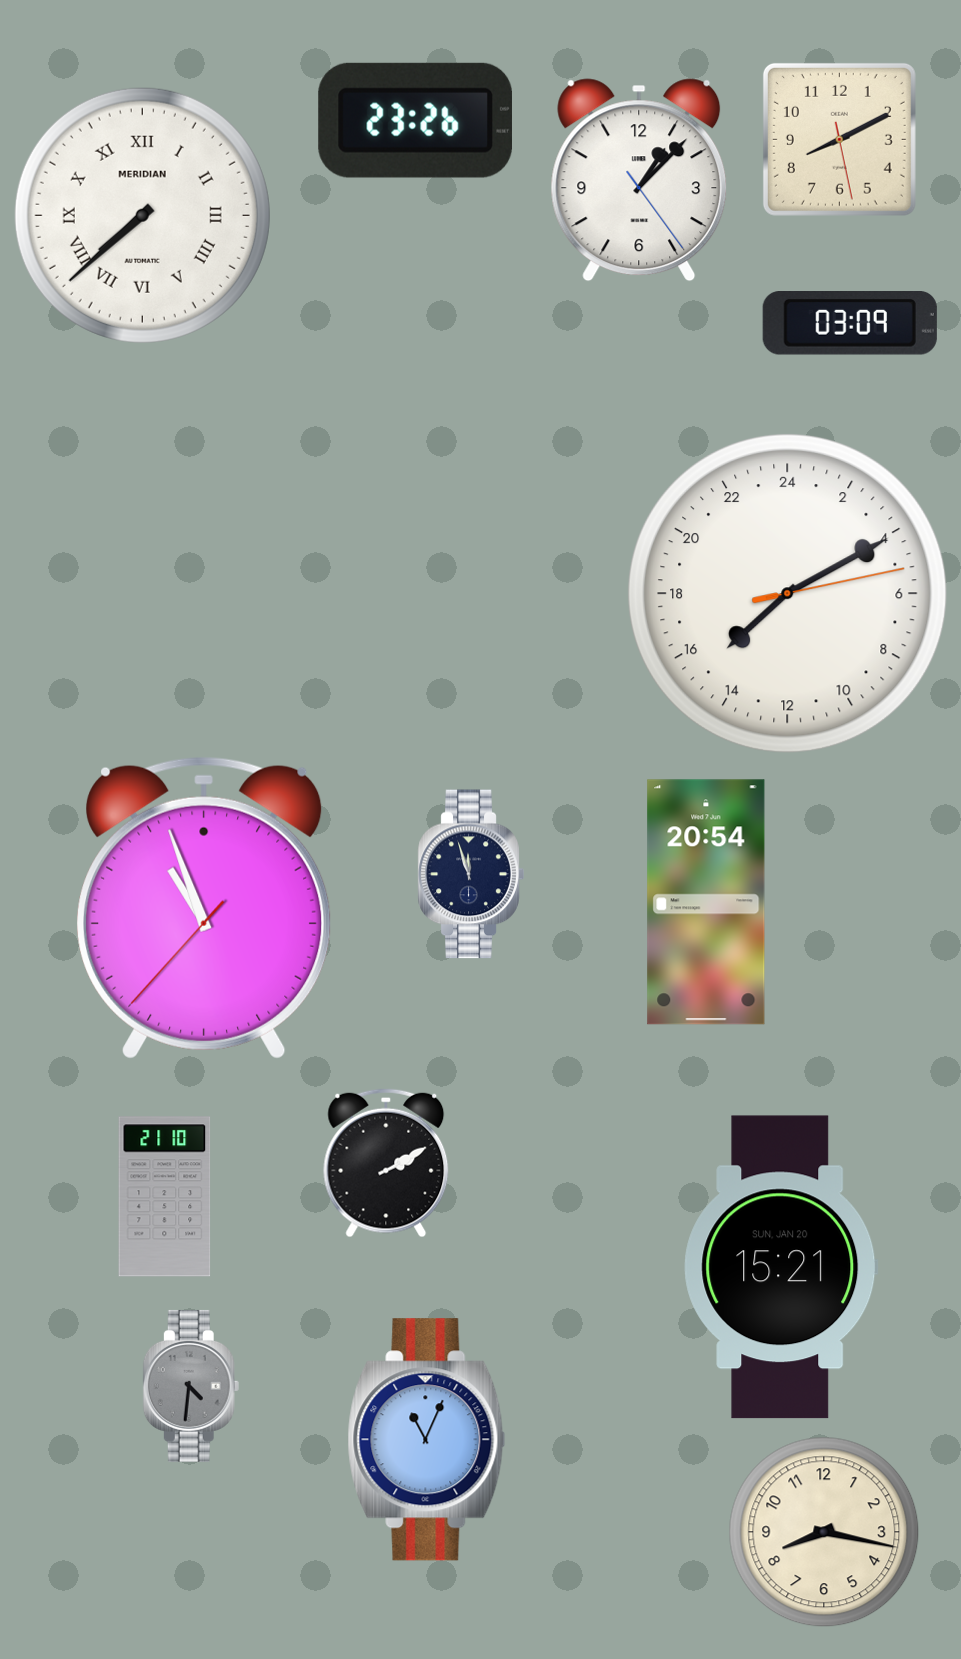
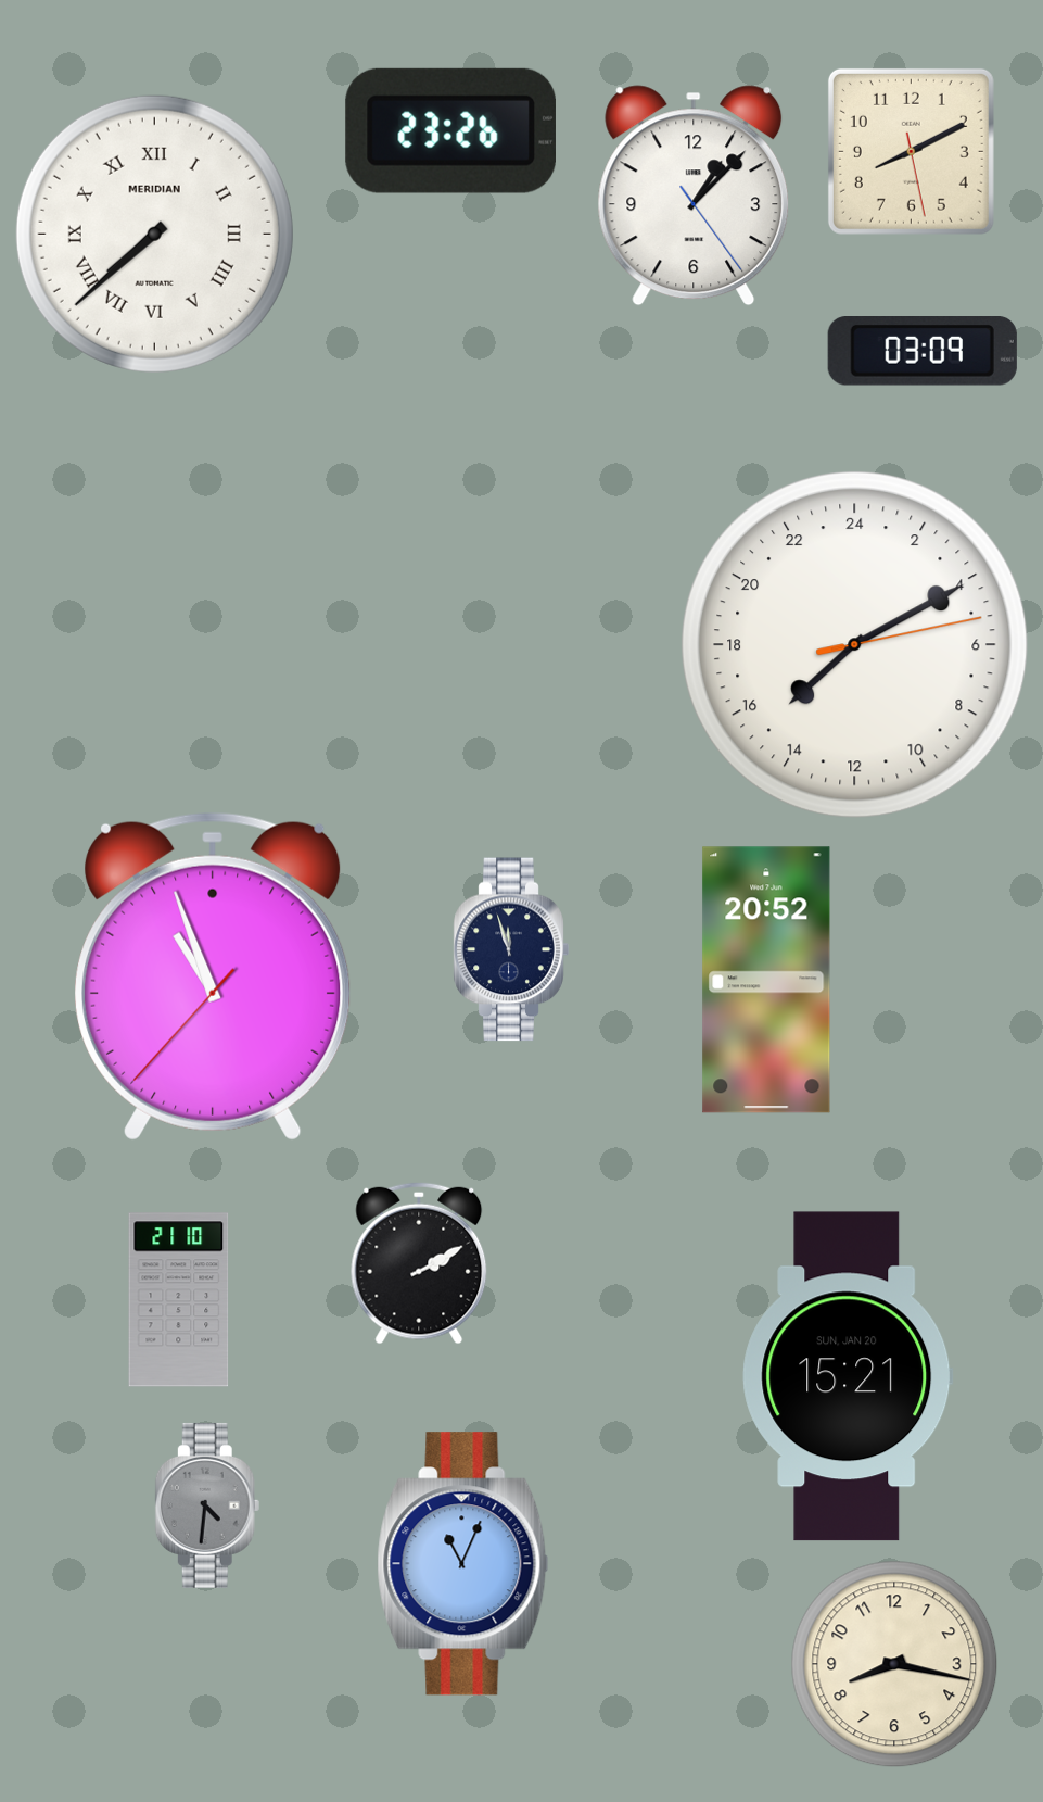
clock at (706, 902): 20:54 -> 20:52
clock at (204, 908) position: (204, 908) -> (213, 976)
